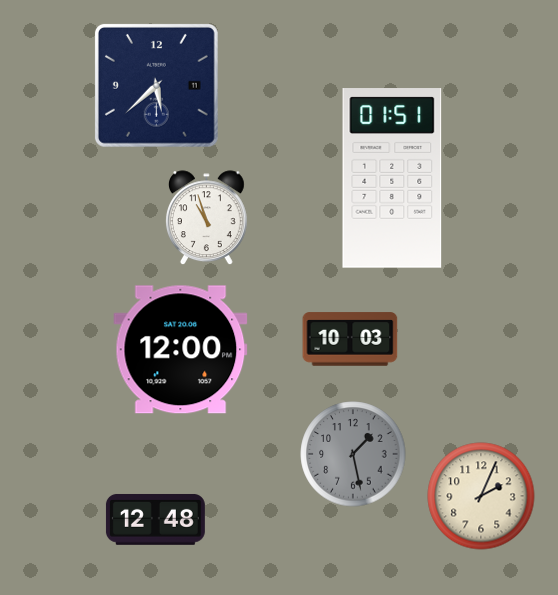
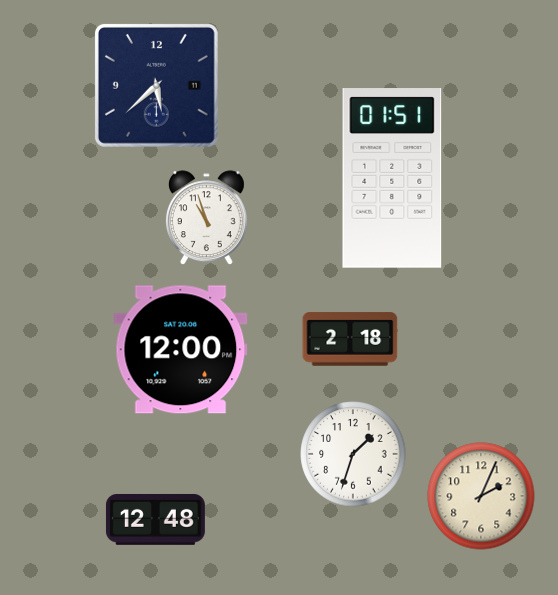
clock at (350, 339): 10:03 -> 2:18
clock at (353, 454): 1:28 -> 1:33
clock at (353, 454) dial: grey -> white
